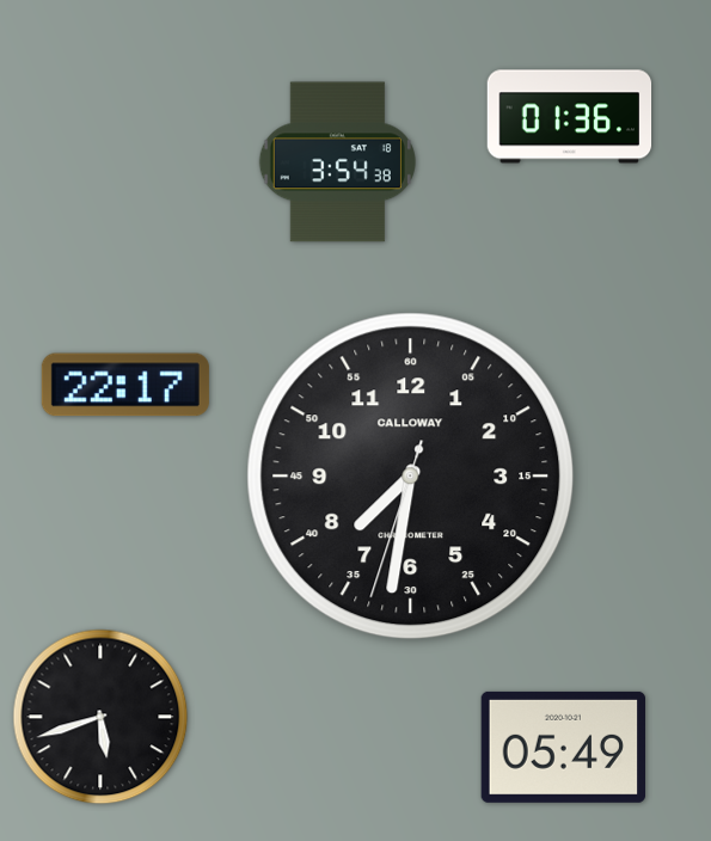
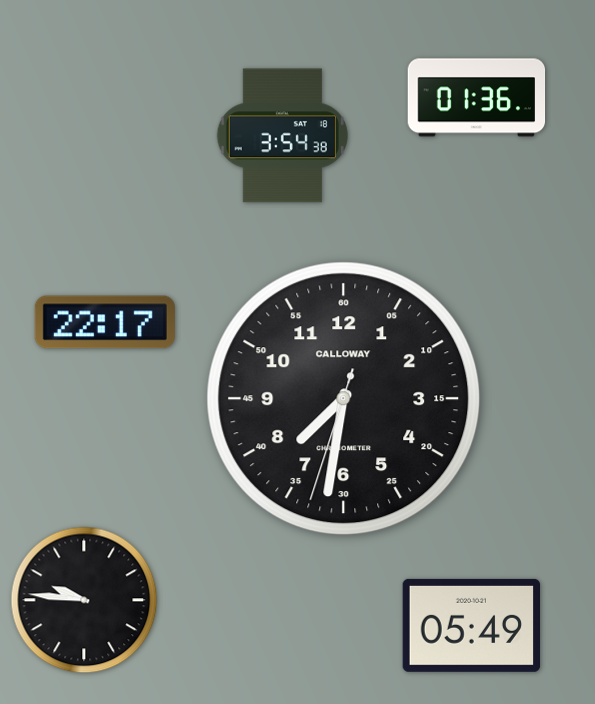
clock at (100, 717): 5:42 -> 9:46
